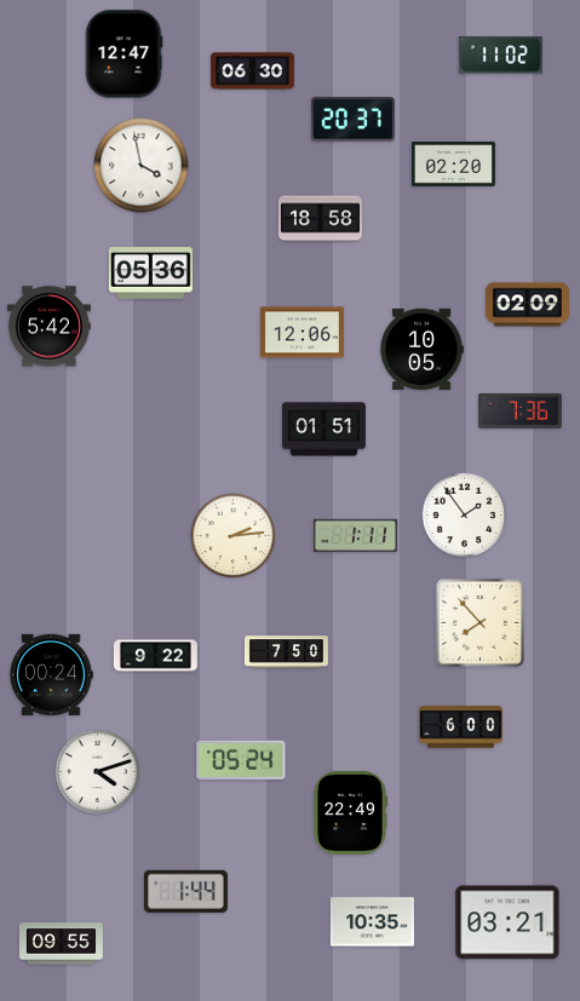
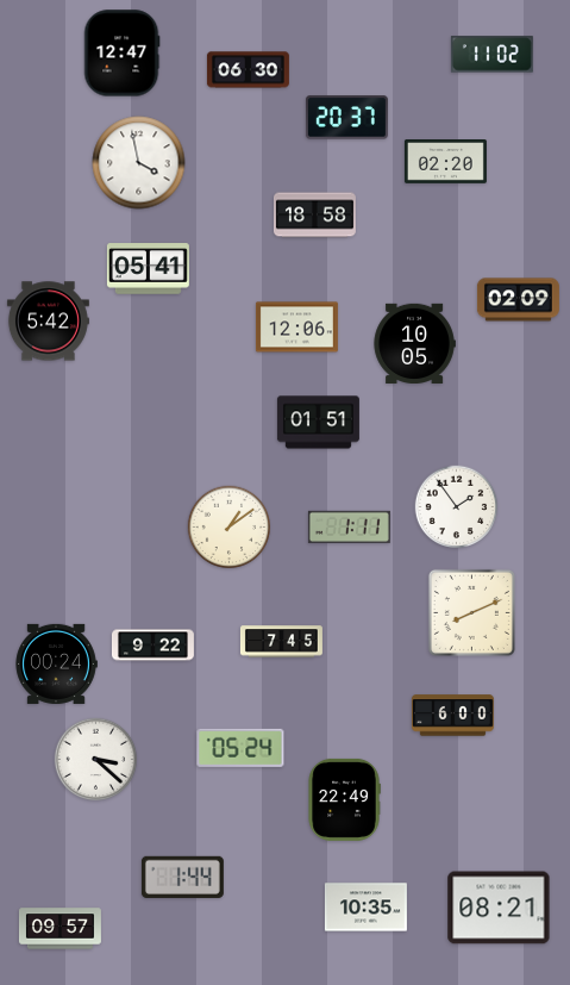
clock at (150, 274): 05:36 -> 05:41
clock at (519, 410): 7:36 -> none
clock at (234, 536): 2:14 -> 1:09
clock at (479, 622): 7:53 -> 8:11
clock at (286, 652): 7:50 -> 7:45
clock at (51, 674) position: (51, 674) -> (56, 663)
clock at (241, 760) position: (241, 760) -> (240, 748)
clock at (98, 772): 4:12 -> 3:22
clock at (507, 922): 03:21 -> 08:21
clock at (61, 944): 09:55 -> 09:57
